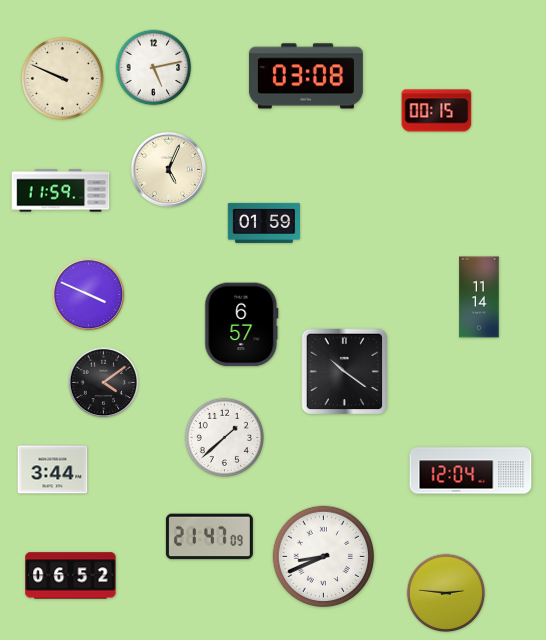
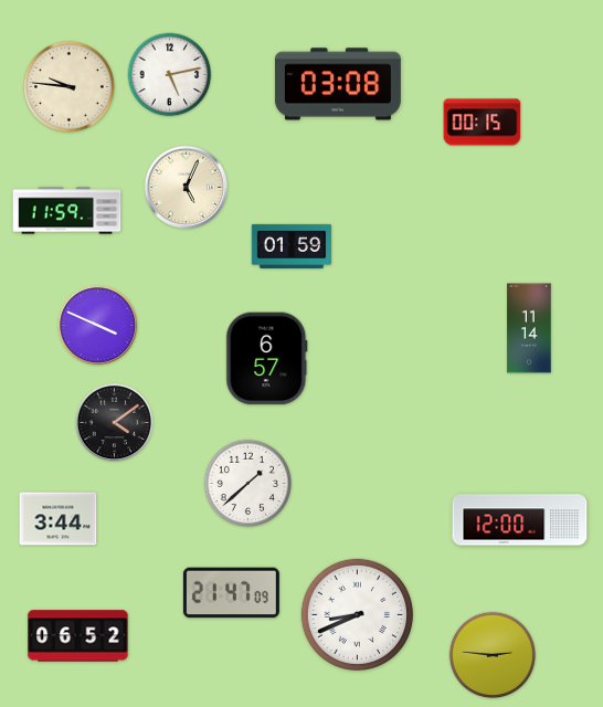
clock at (63, 79): 9:49 -> 9:46
clock at (345, 372): 10:21 -> none
clock at (471, 471): 12:04 -> 12:00
